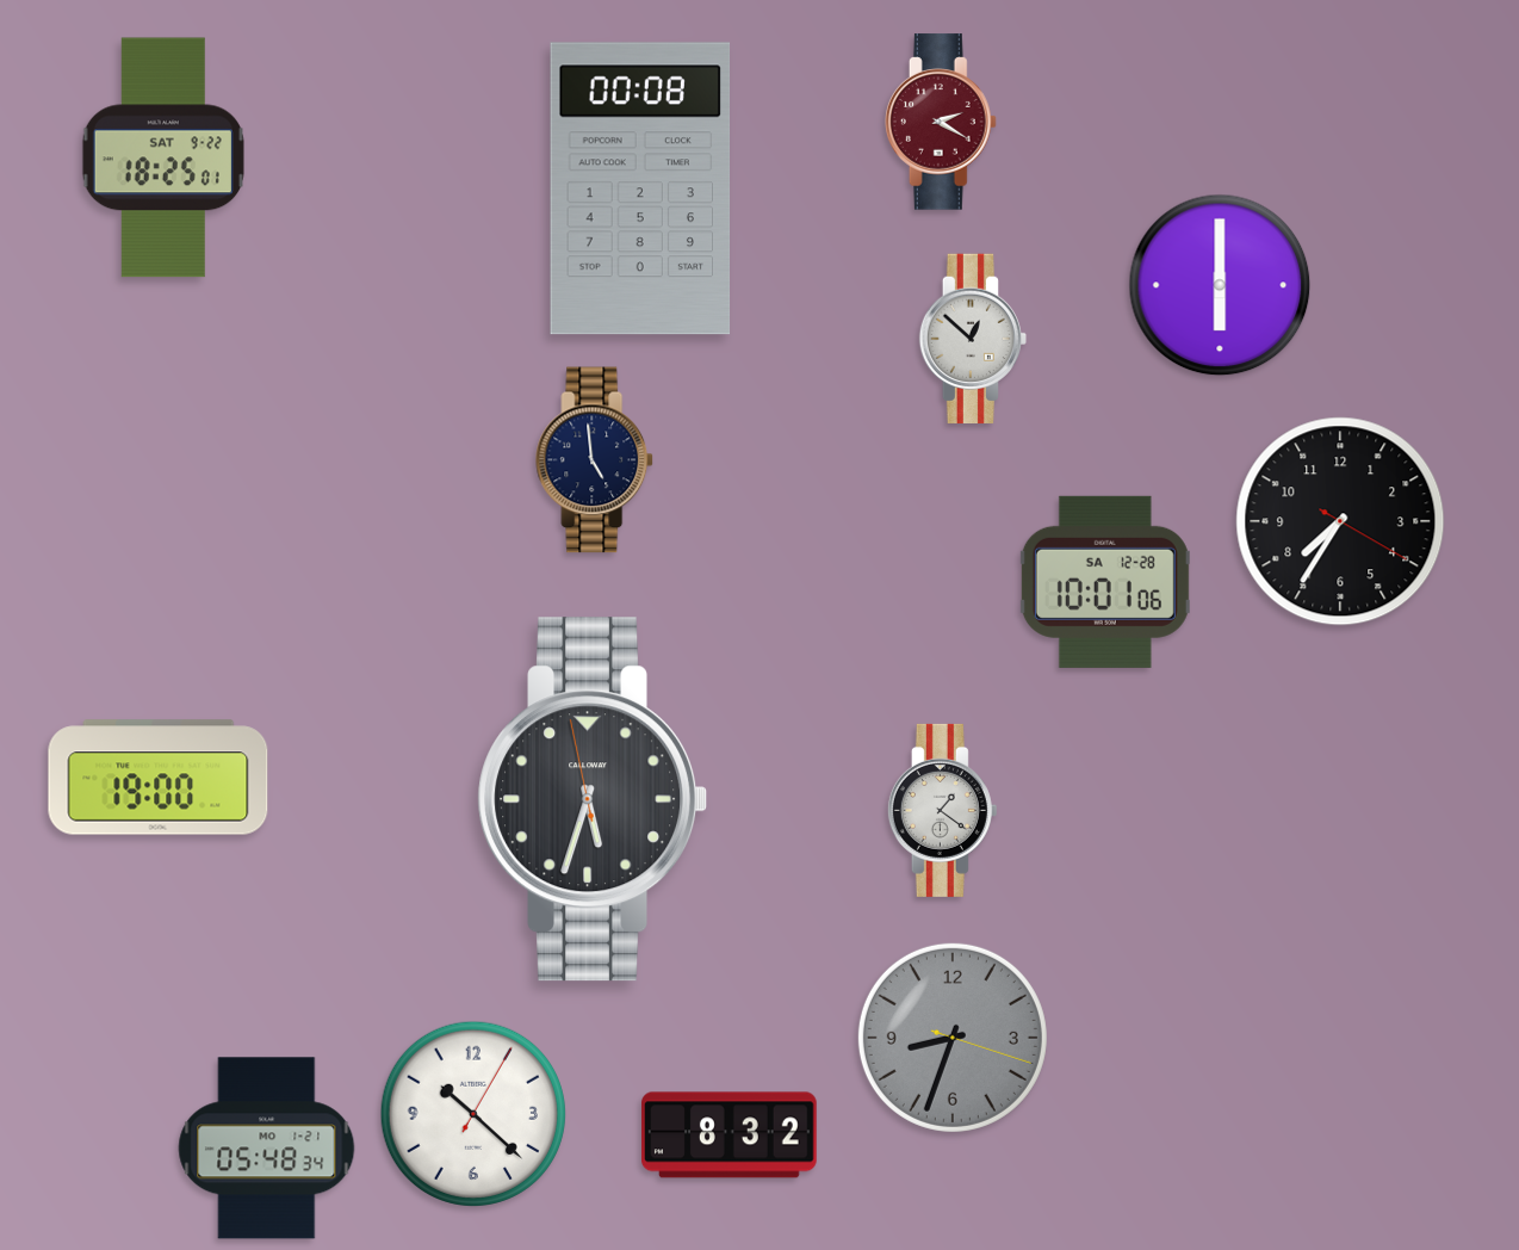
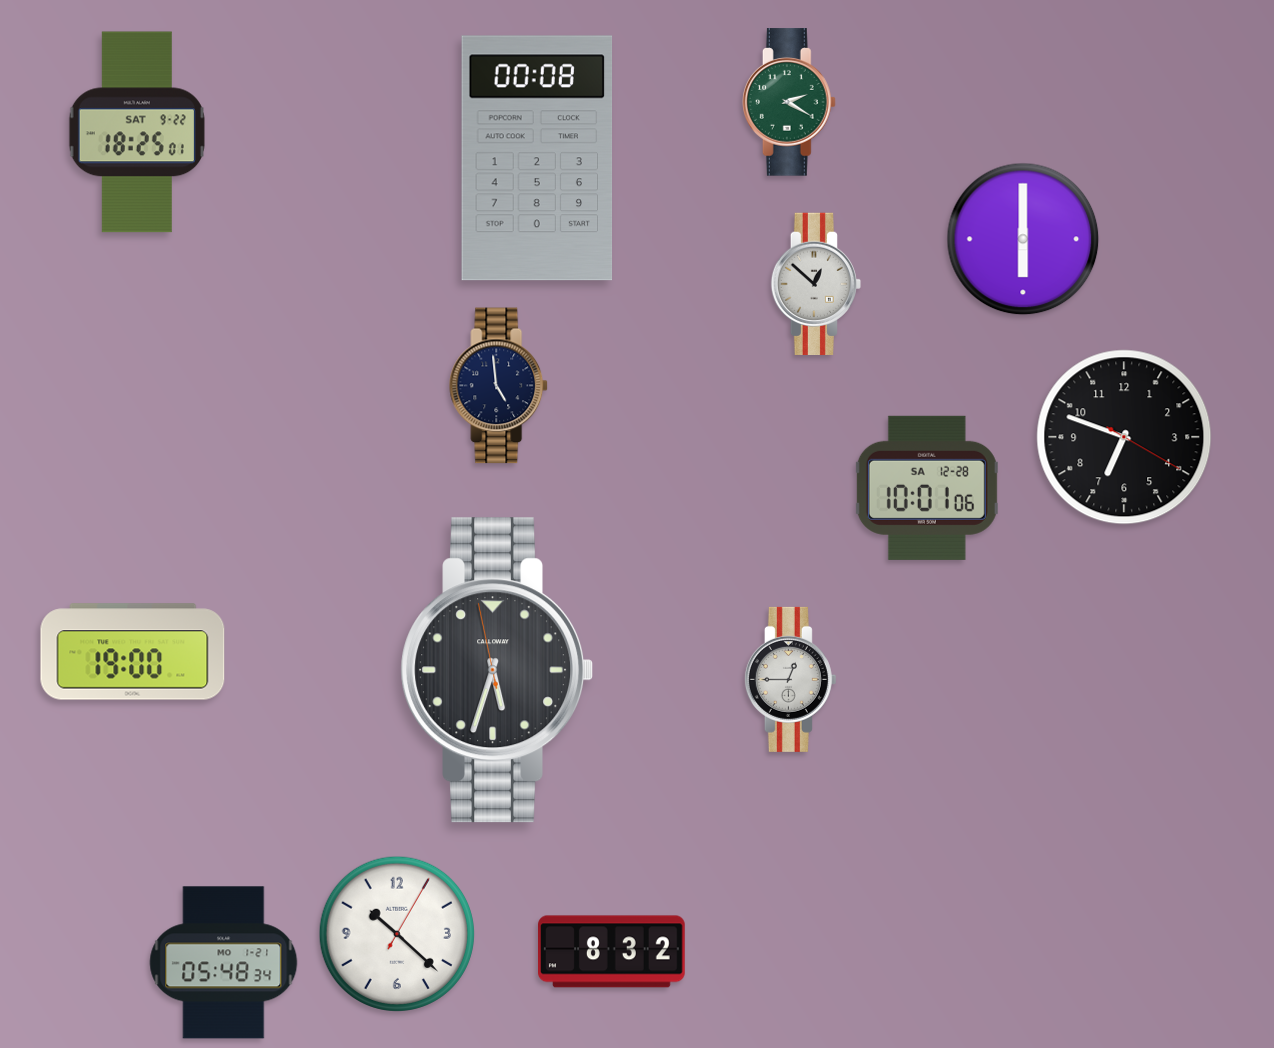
clock at (941, 122) dial: burgundy -> green
clock at (1340, 521): 7:35 -> 6:48
clock at (942, 810): 1:21 -> 12:45
clock at (953, 1038): 8:33 -> none
